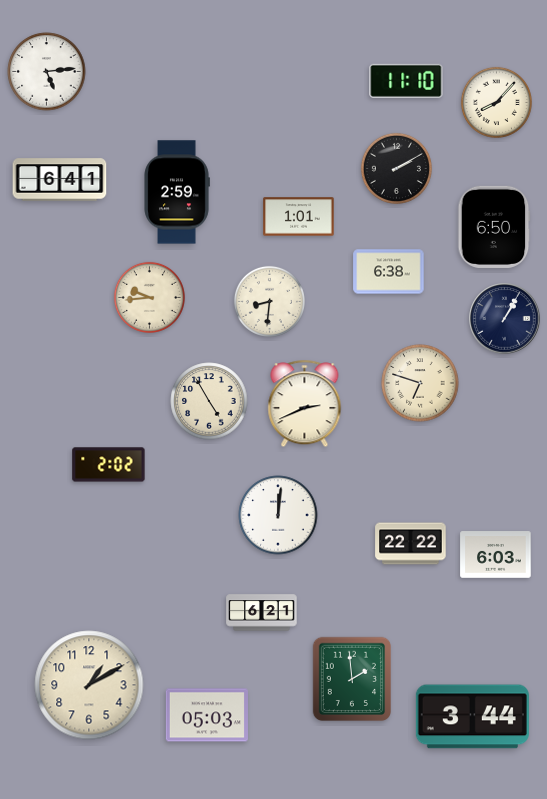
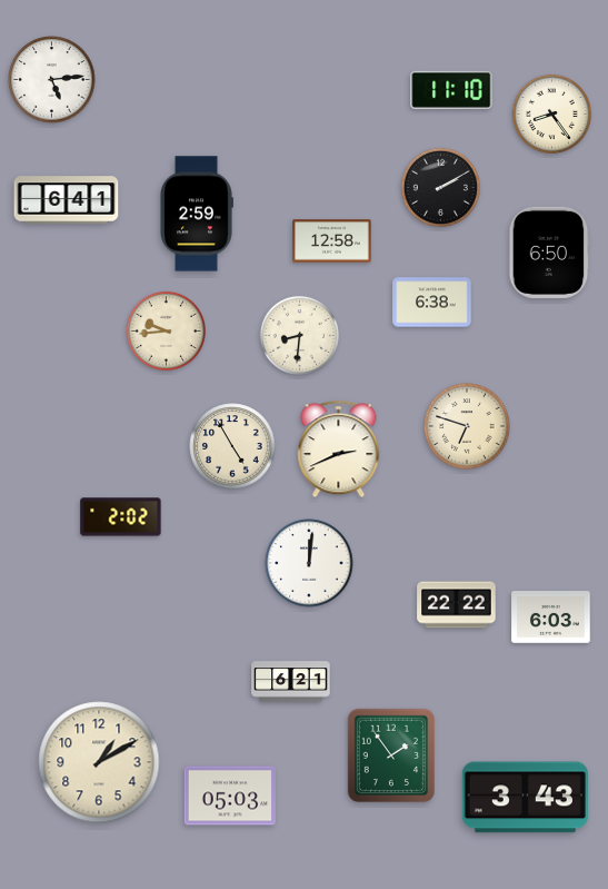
clock at (496, 102): 8:07 -> 8:24
clock at (299, 217): 1:01 -> 12:58
clock at (505, 319): 1:05 -> none
clock at (278, 515) position: (278, 515) -> (309, 563)
clock at (352, 679): 1:59 -> 1:54
clock at (472, 717): 3:44 -> 3:43
